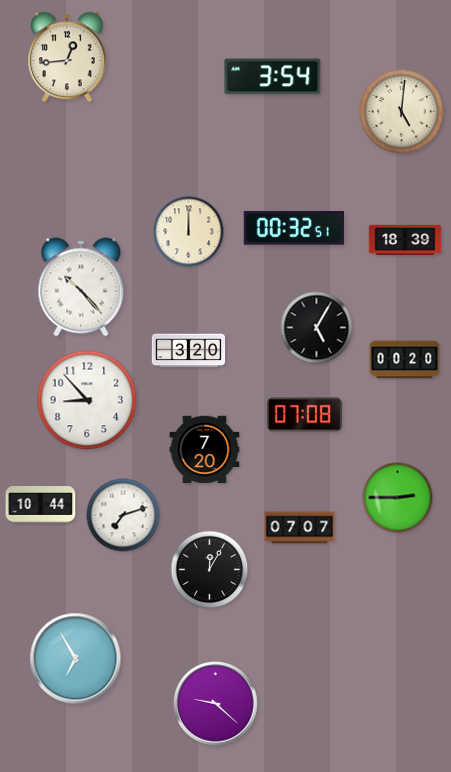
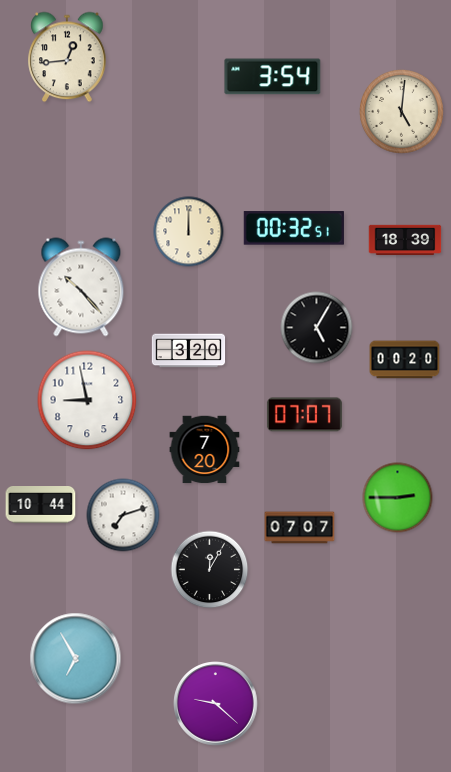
clock at (87, 400): 8:53 -> 8:58
clock at (304, 415): 07:08 -> 07:07
